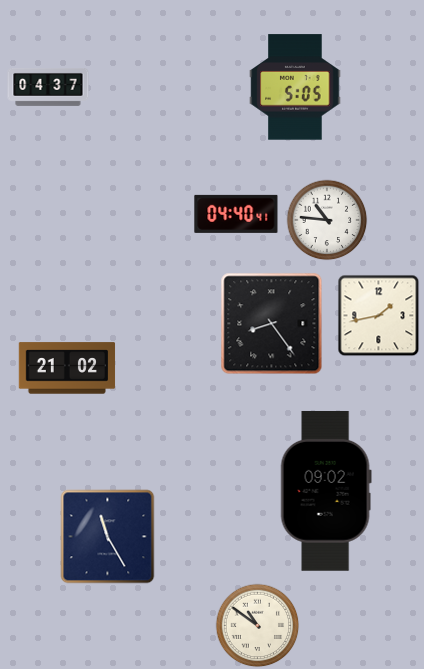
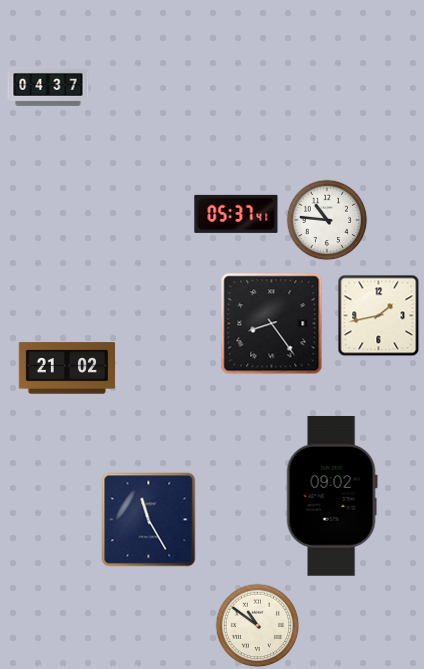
clock at (295, 87): 5:05 -> none
clock at (236, 214): 04:40 -> 05:37
clock at (326, 491) position: (326, 491) -> (332, 496)
clock at (108, 537) position: (108, 537) -> (149, 520)
